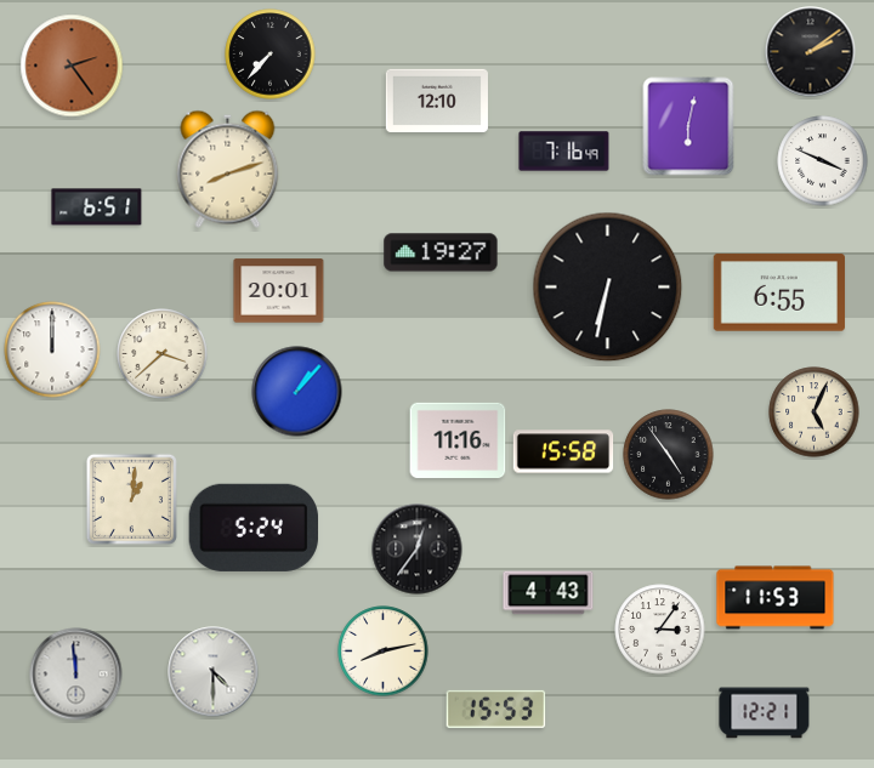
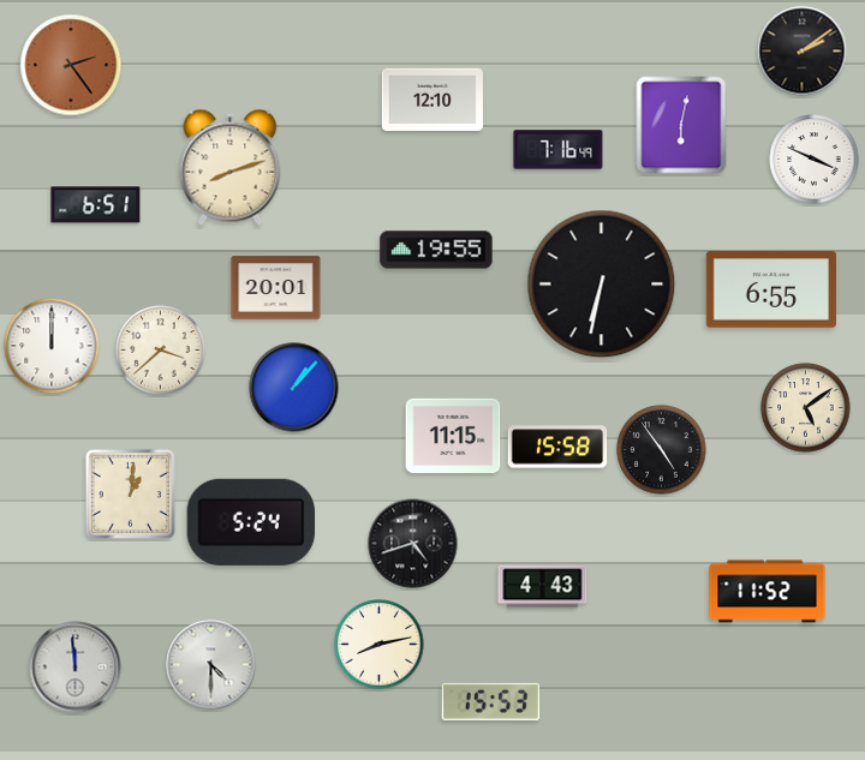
clock at (271, 55): 7:37 -> none
clock at (228, 169) position: (228, 169) -> (231, 167)
clock at (441, 252): 19:27 -> 19:55
clock at (815, 413): 5:04 -> 5:09
clock at (458, 439): 11:16 -> 11:15
clock at (418, 550): 12:36 -> 4:42
clock at (776, 598): 11:53 -> 11:52
clock at (660, 630): 3:06 -> none
clock at (765, 713): 12:21 -> none
